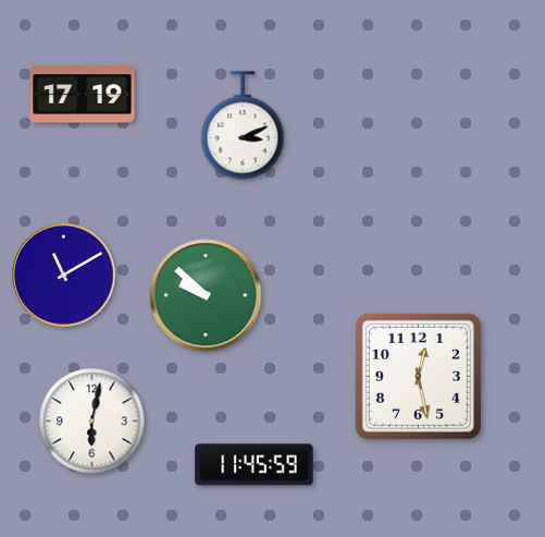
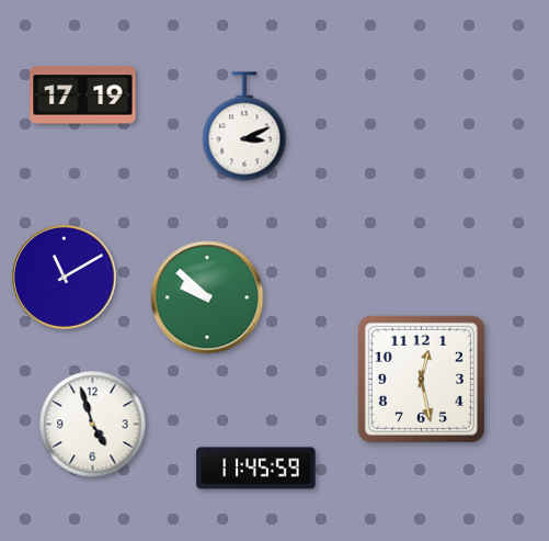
clock at (92, 422): 6:02 -> 4:57
